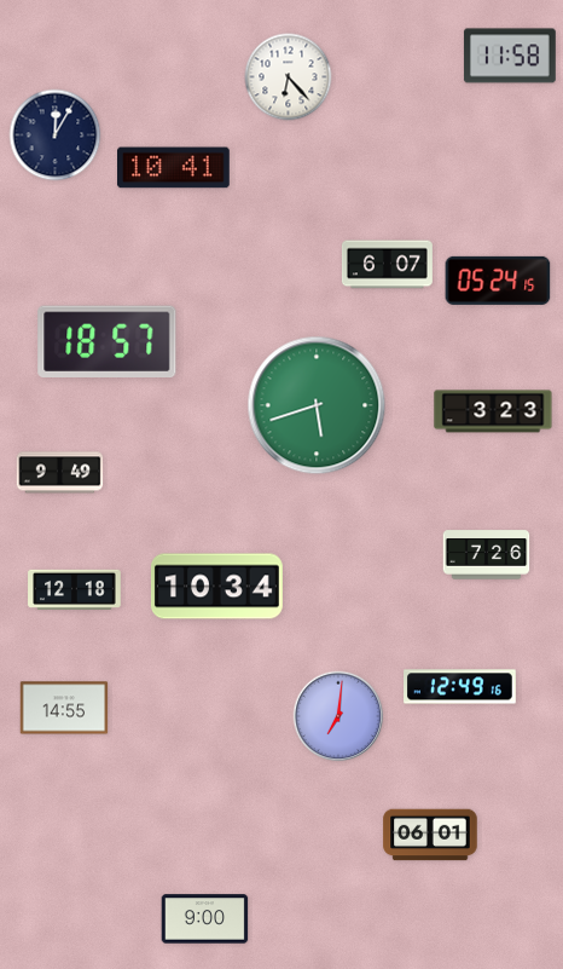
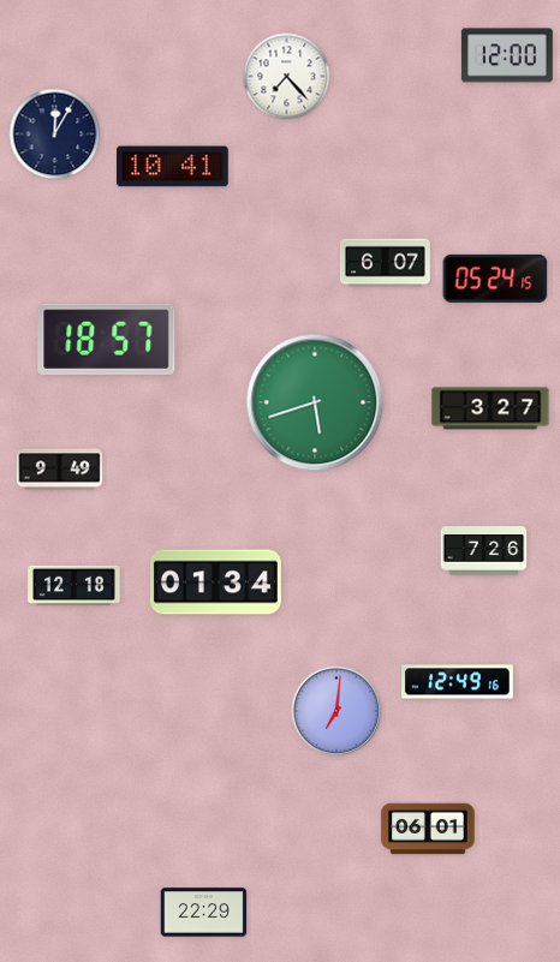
clock at (510, 56): 11:58 -> 12:00
clock at (289, 77): 6:23 -> 7:23
clock at (493, 411): 3:23 -> 3:27
clock at (216, 587): 10:34 -> 01:34
clock at (64, 708): 14:55 -> none
clock at (205, 919): 9:00 -> 22:29
